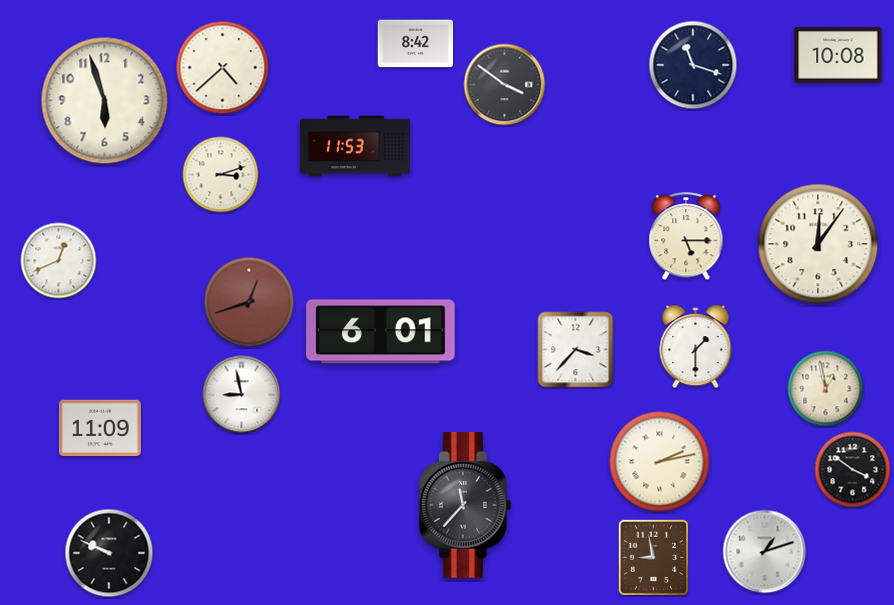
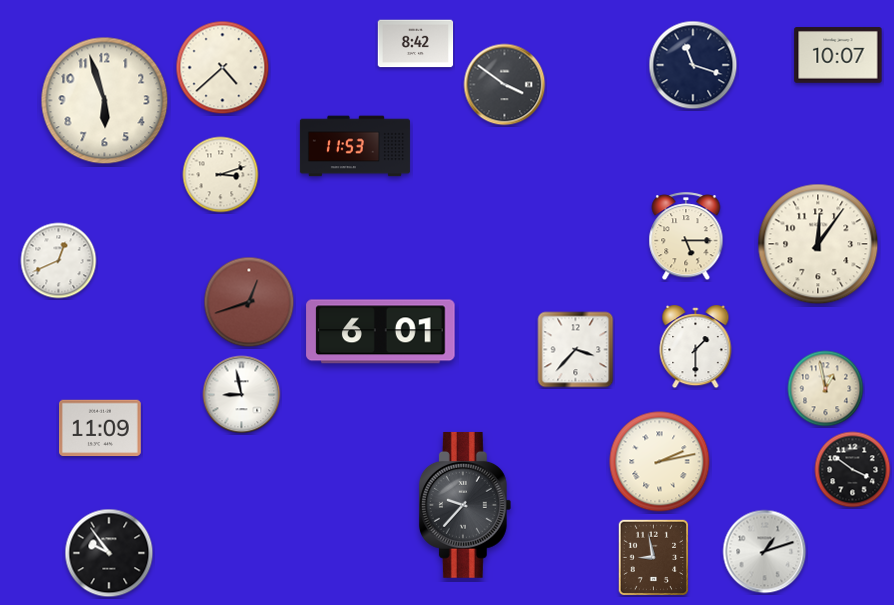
clock at (838, 55): 10:08 -> 10:07
clock at (465, 505): 11:37 -> 9:37
clock at (109, 553): 9:49 -> 9:54
